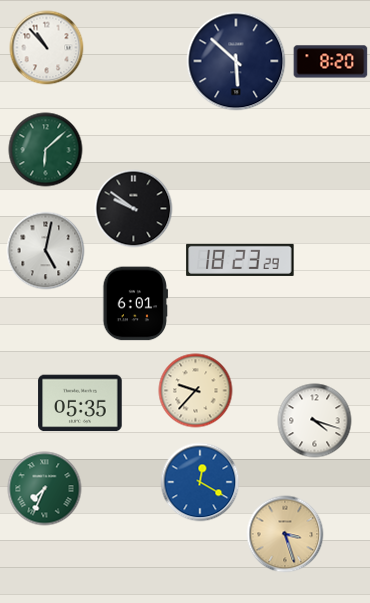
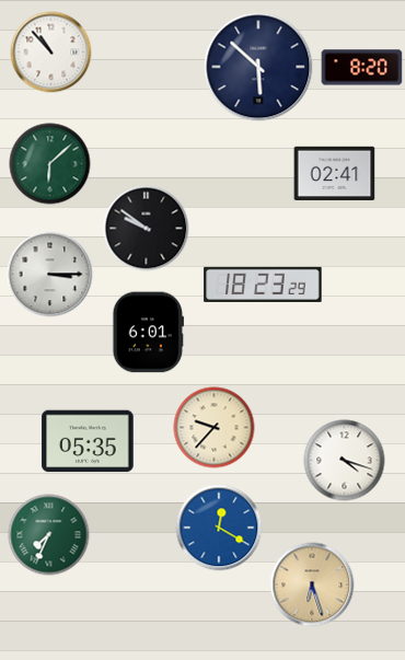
clock at (335, 174): none -> 02:41
clock at (46, 251): 5:02 -> 3:15
clock at (285, 534): 3:27 -> 6:27
